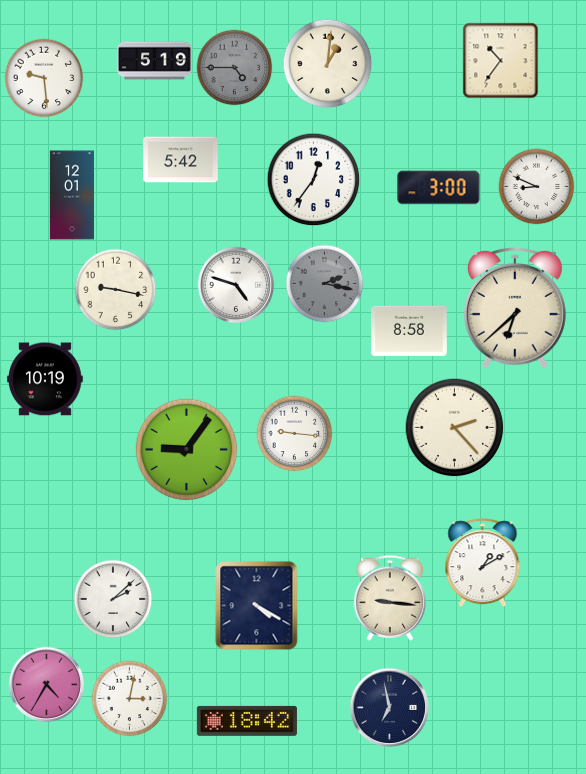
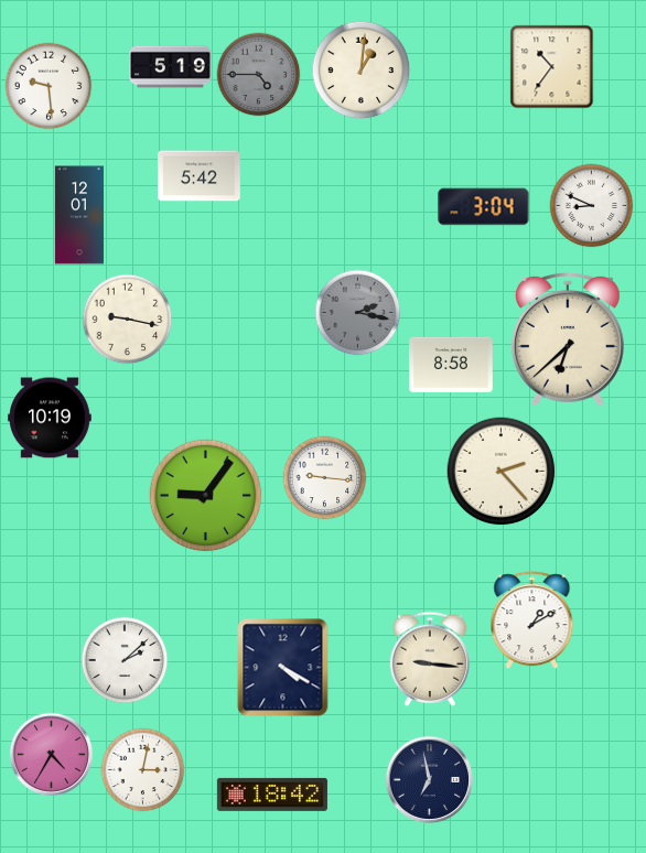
clock at (314, 180): 12:36 -> none
clock at (439, 188): 3:00 -> 3:04
clock at (235, 284): 4:48 -> none
